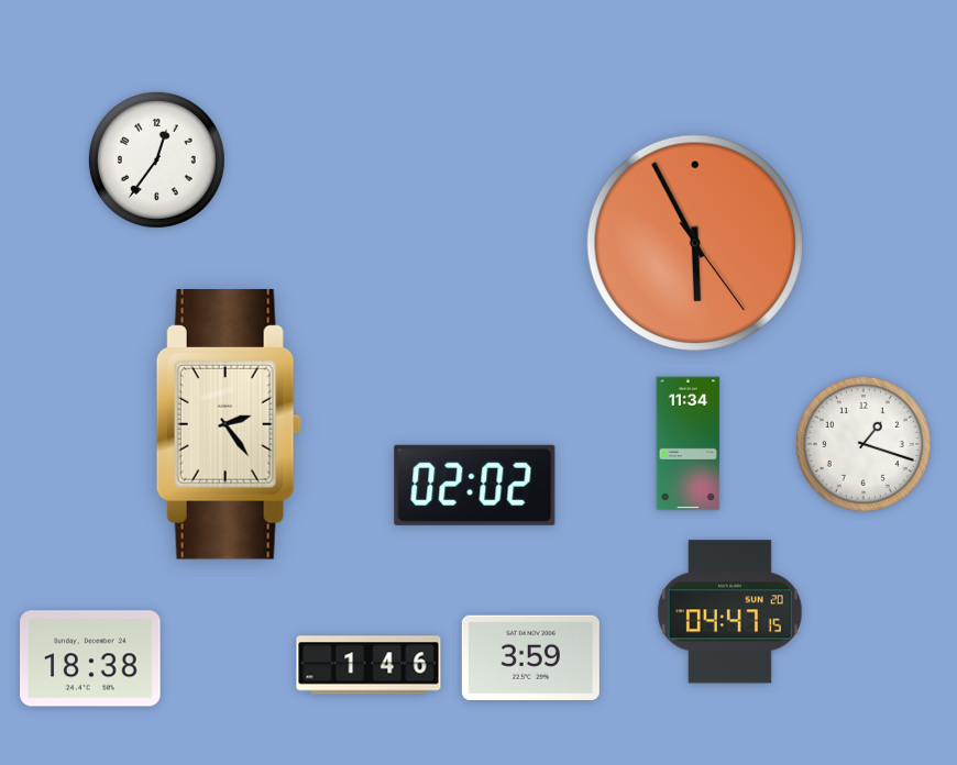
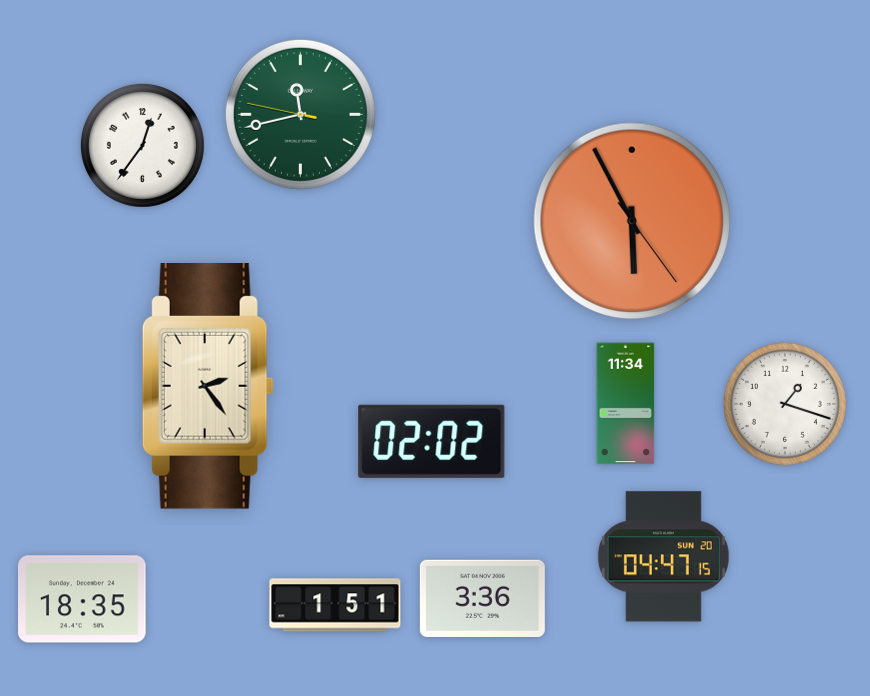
clock at (300, 114): none -> 11:42
clock at (530, 657): 3:59 -> 3:36
clock at (90, 658): 18:38 -> 18:35
clock at (369, 665): 1:46 -> 1:51
